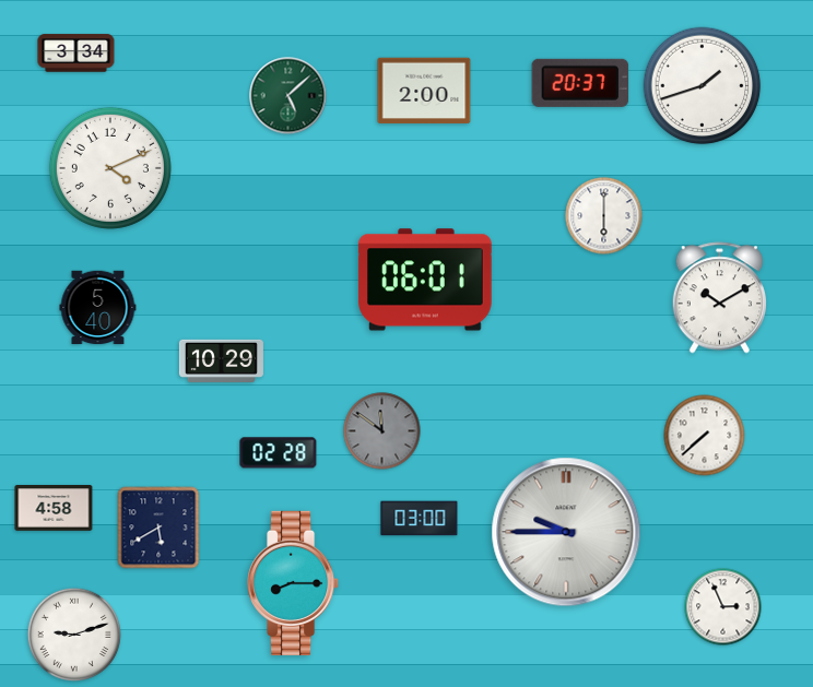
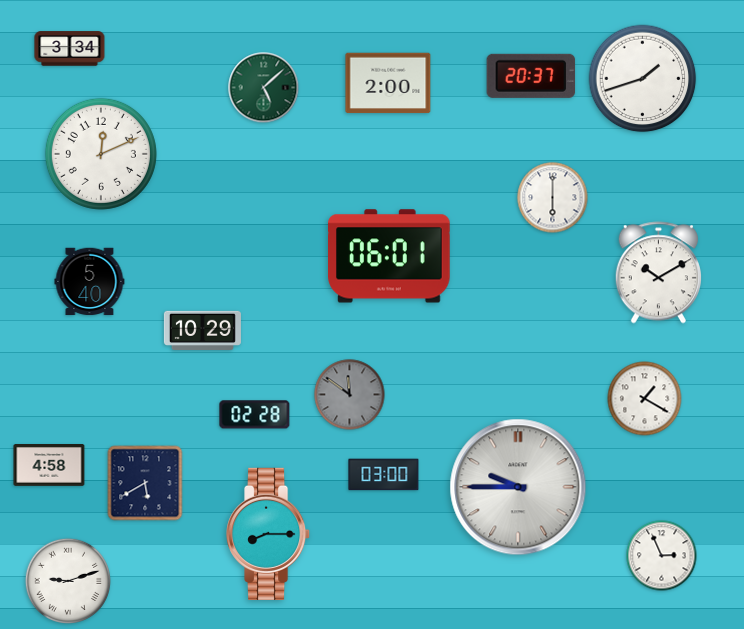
clock at (110, 168): 4:11 -> 12:11
clock at (705, 436): 7:38 -> 1:20
